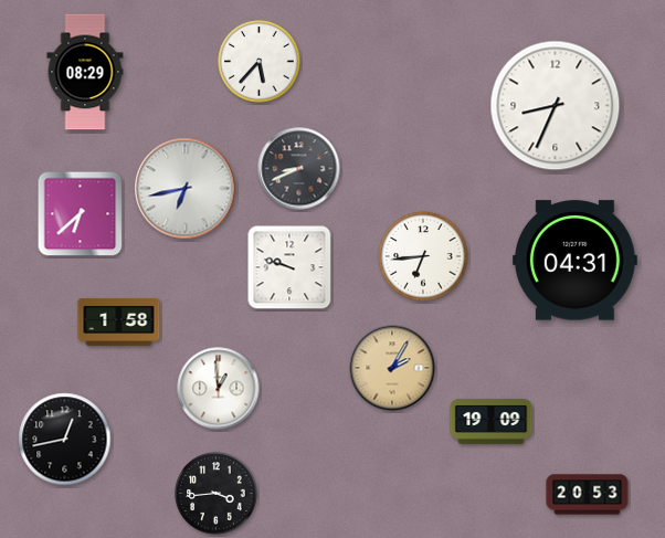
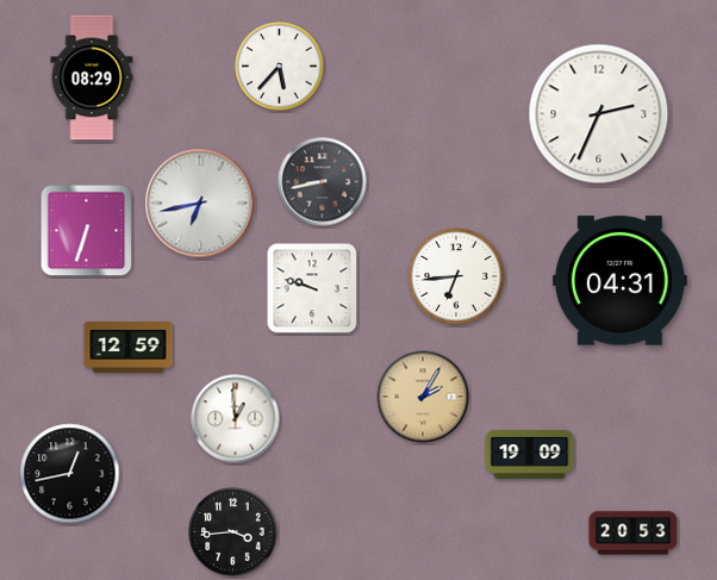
clock at (556, 106): 8:34 -> 2:34
clock at (299, 169): 8:41 -> 8:43
clock at (81, 214): 6:38 -> 6:33
clock at (119, 321): 1:58 -> 12:59
